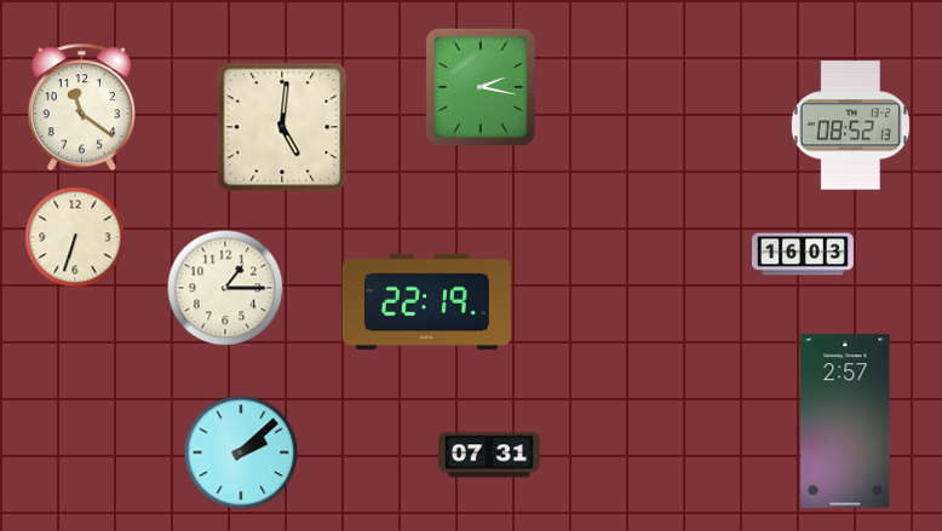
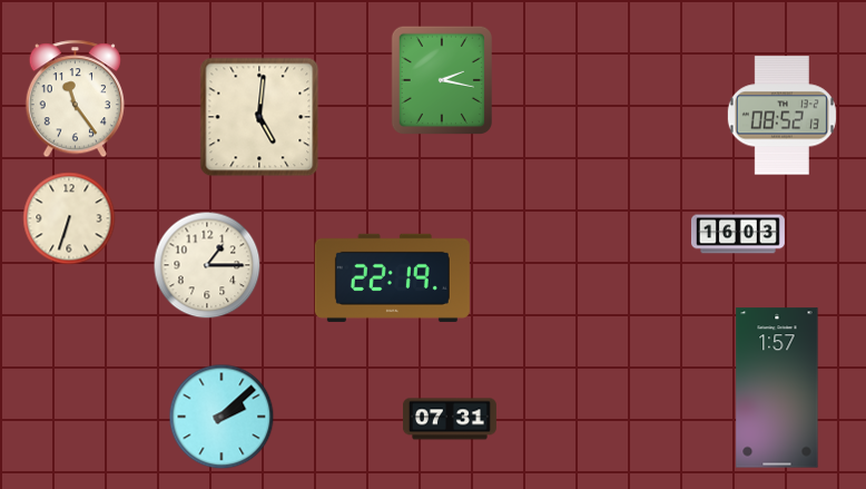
clock at (81, 108): 11:21 -> 11:24
clock at (845, 421): 2:57 -> 1:57
